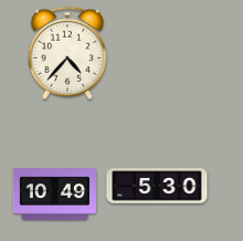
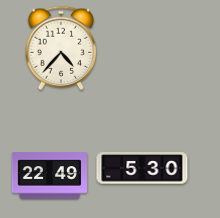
clock at (54, 195): 10:49 -> 22:49
